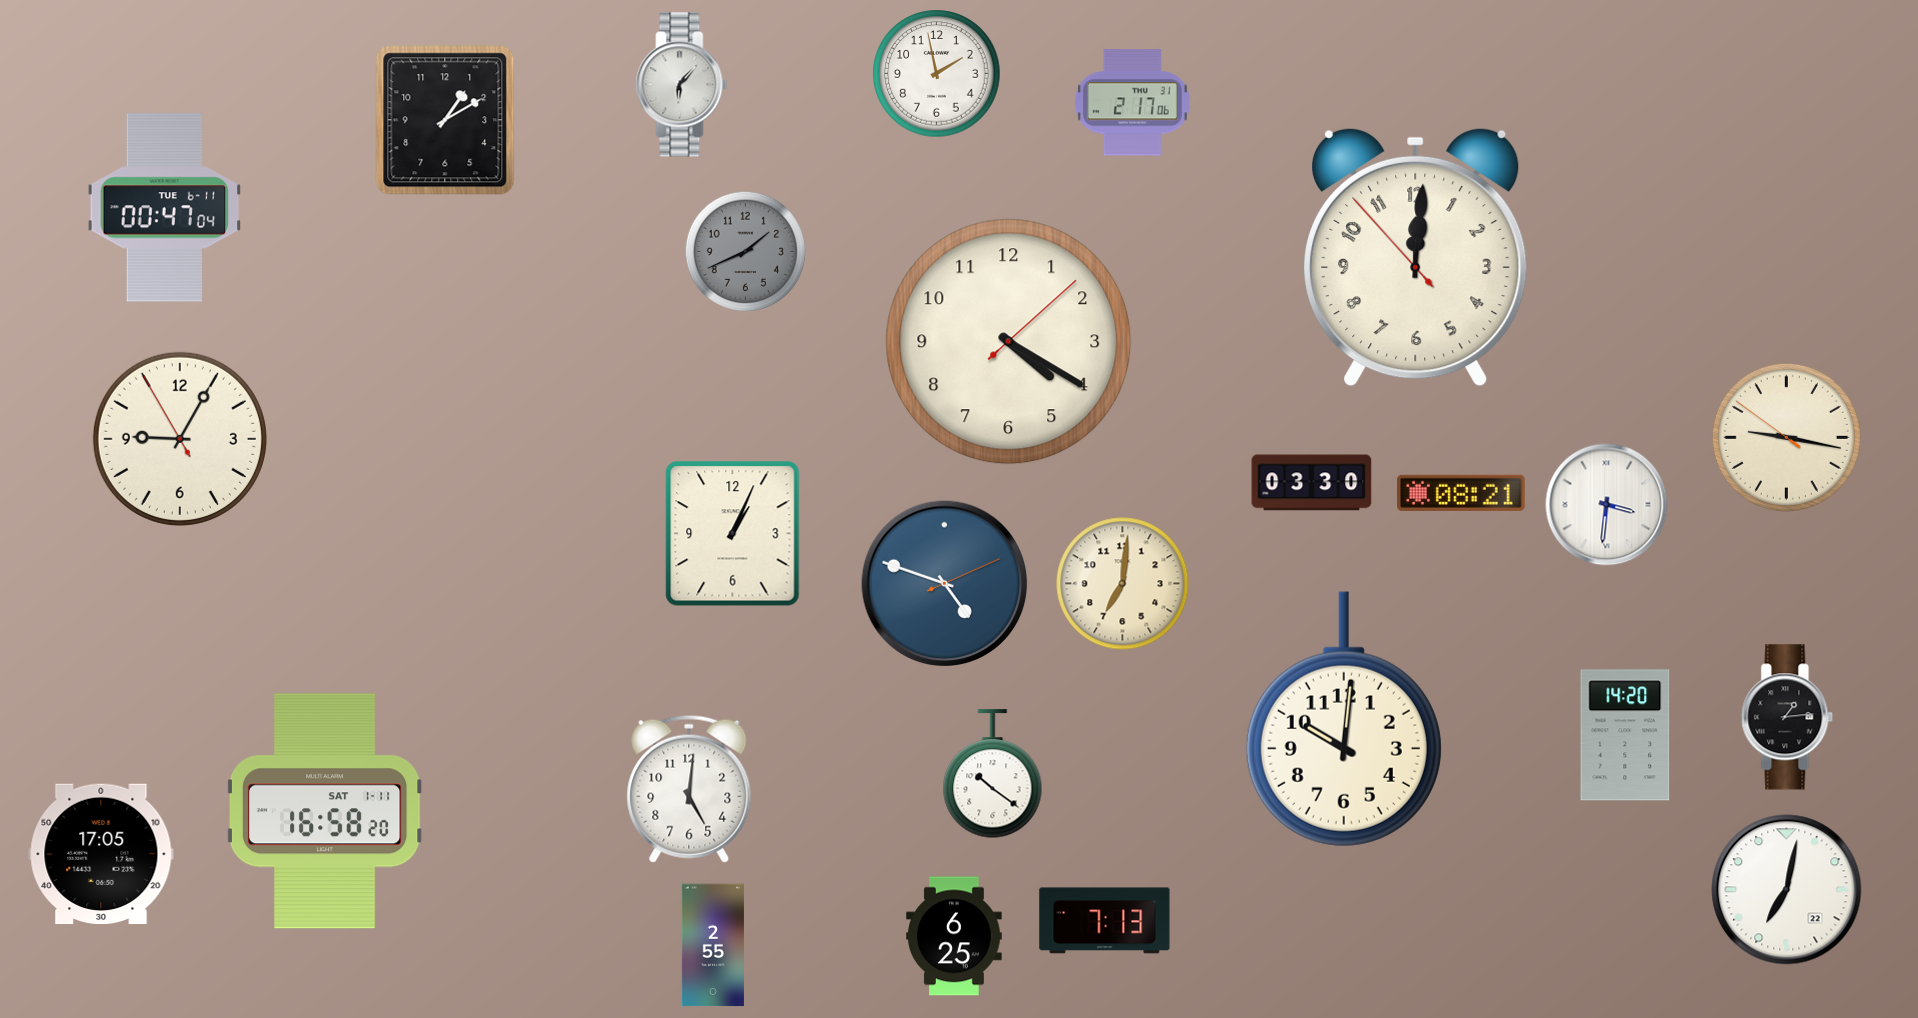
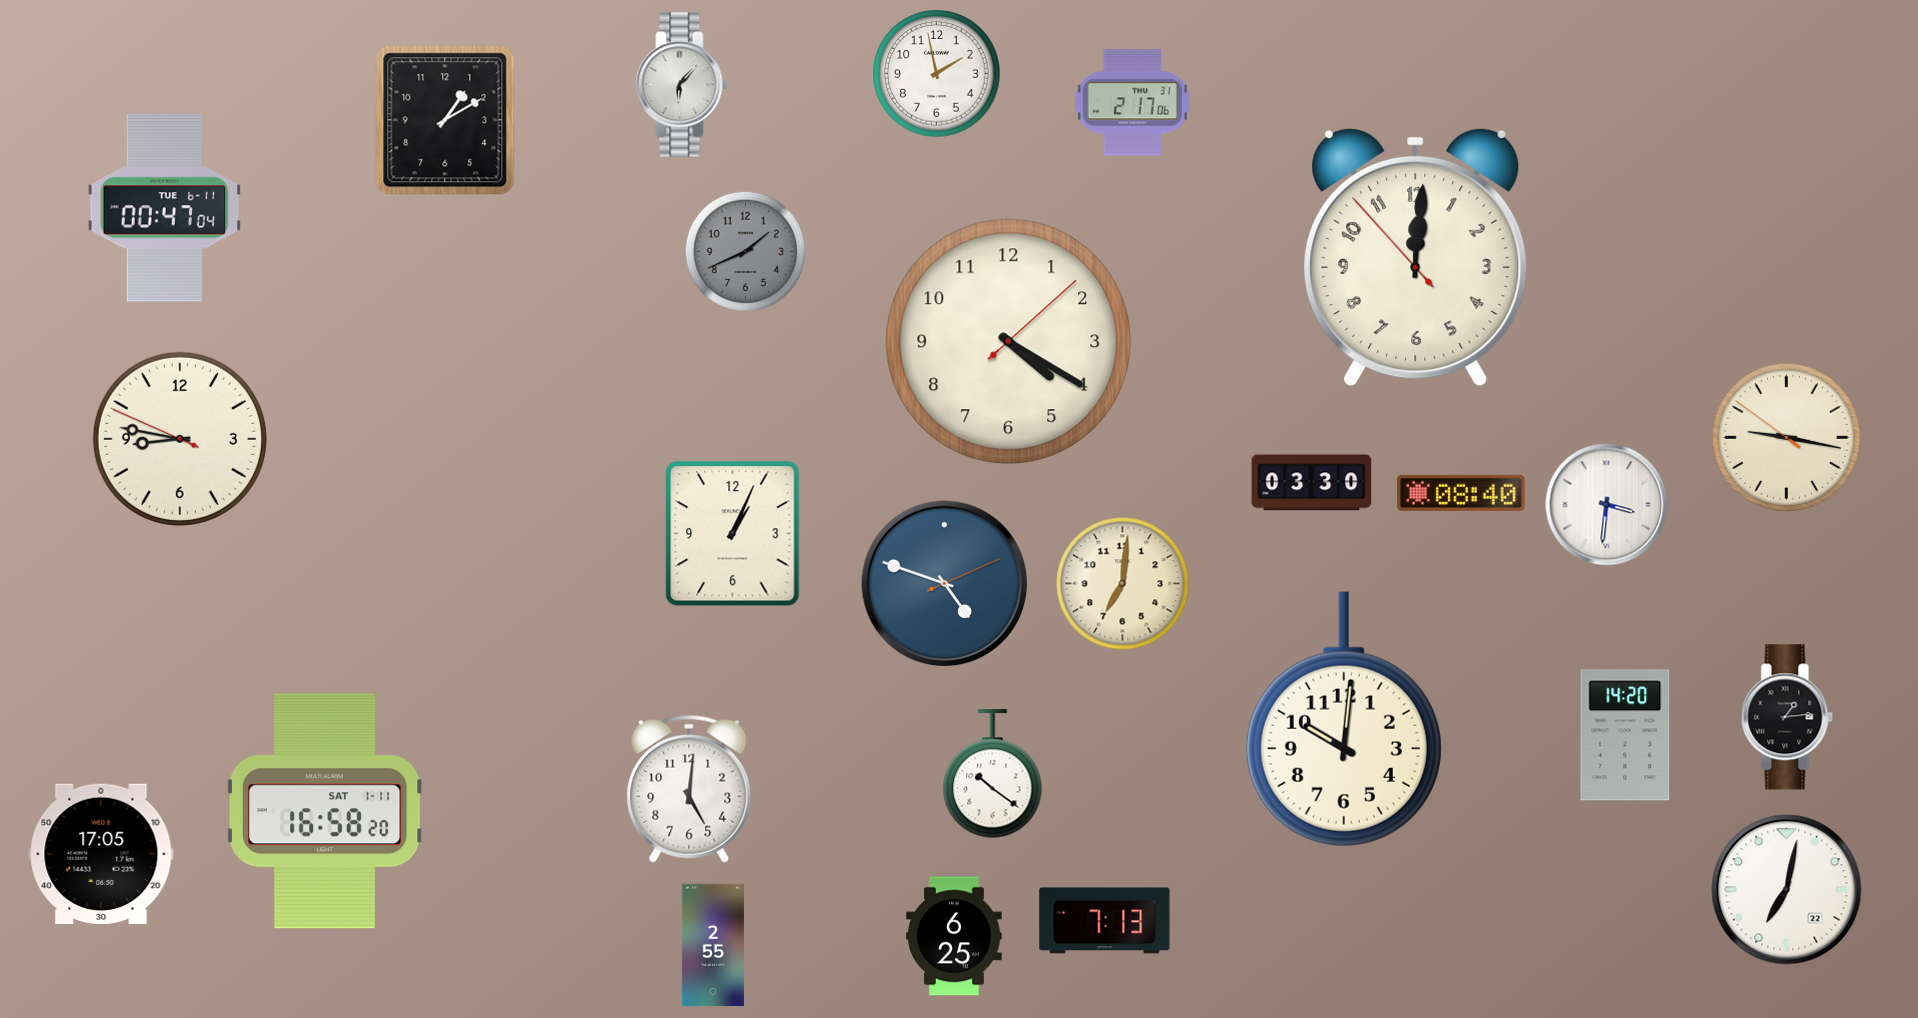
clock at (180, 439): 9:04 -> 8:46
clock at (1461, 493): 08:21 -> 08:40
